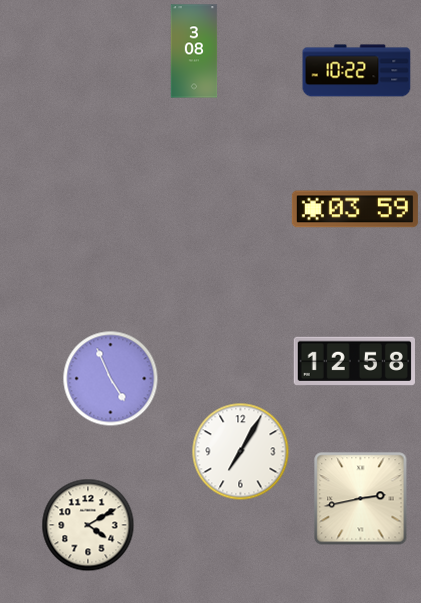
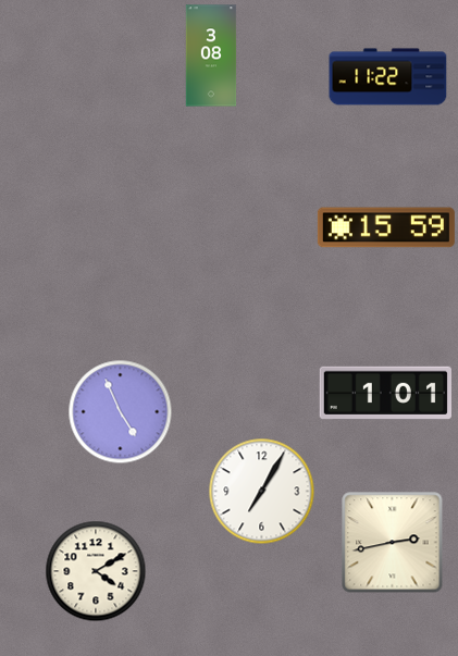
clock at (357, 71): 10:22 -> 11:22
clock at (355, 209): 03:59 -> 15:59
clock at (354, 361): 12:58 -> 1:01
